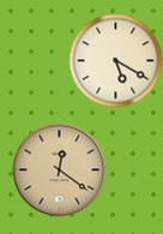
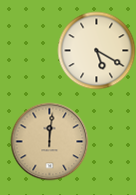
clock at (59, 169): 12:21 -> 12:01
